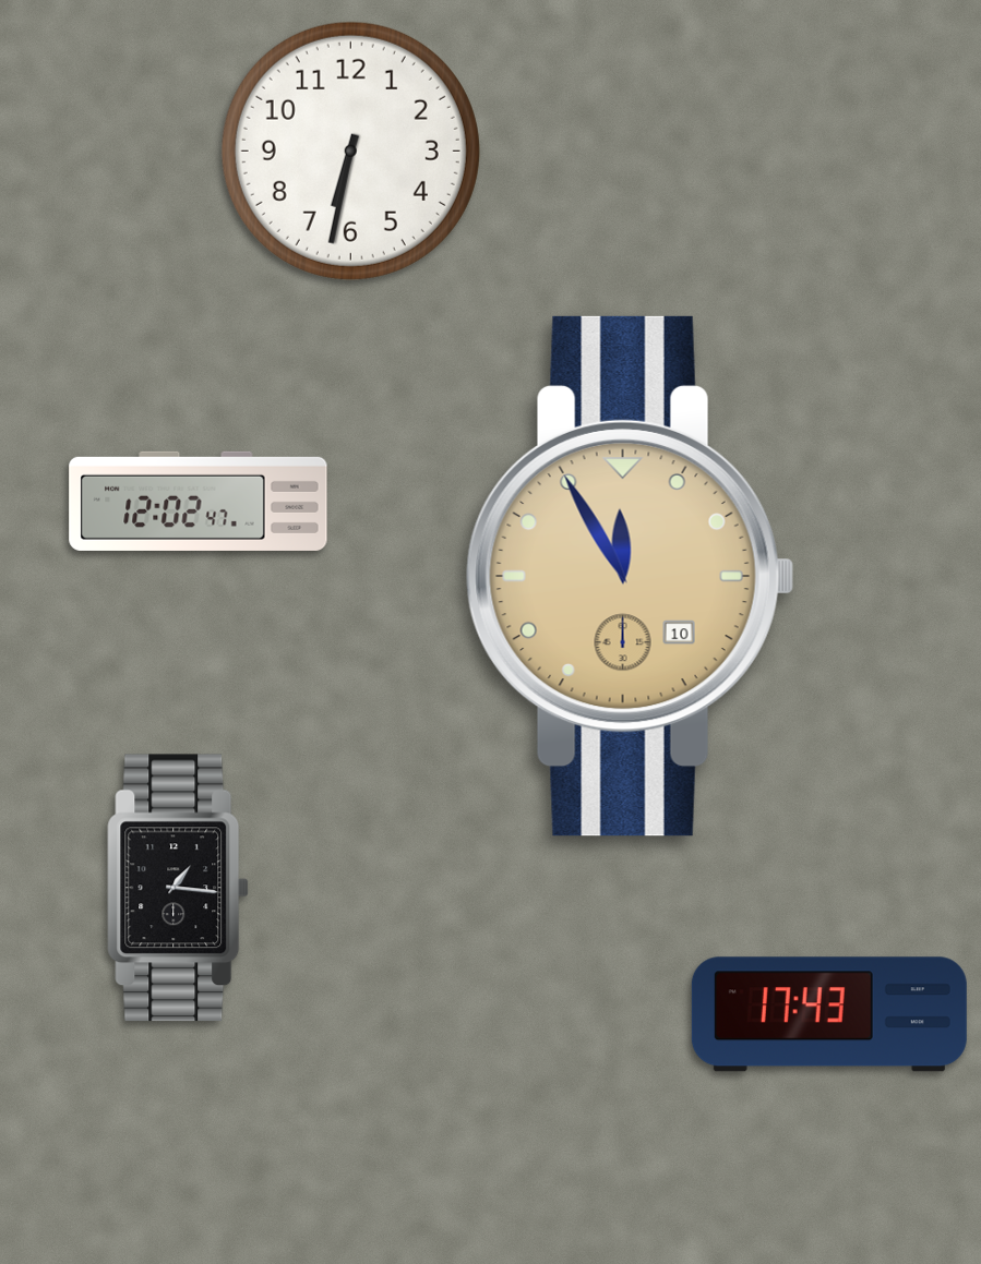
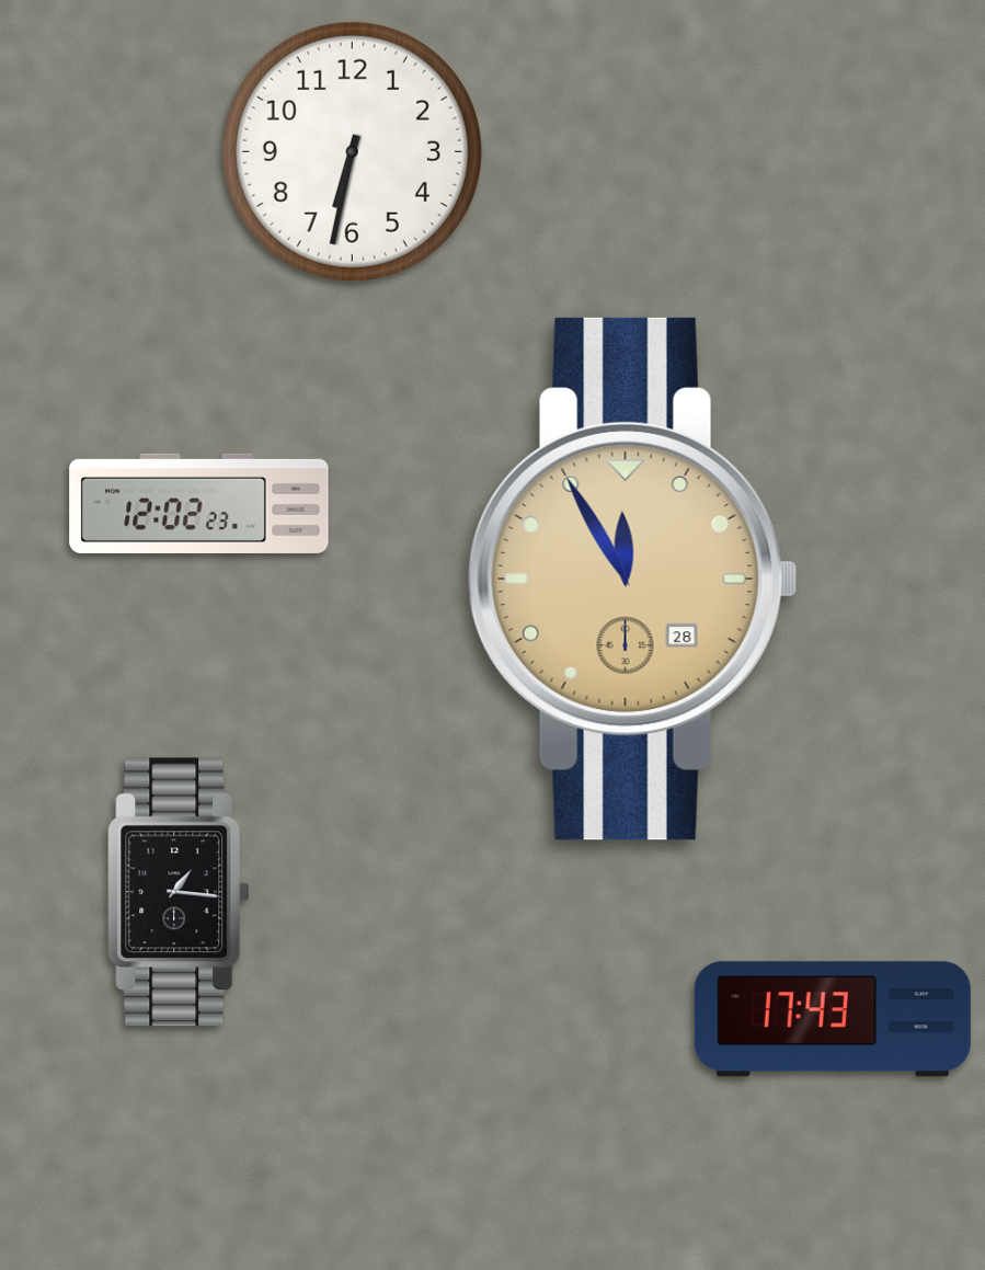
clock at (199, 501): 12:02:47 -> 12:02:23
clock at (630, 576) date: 10 -> 28
